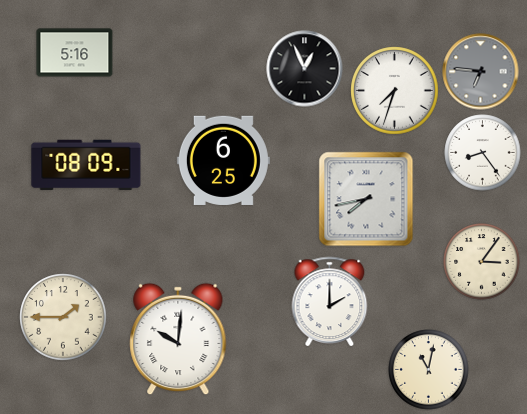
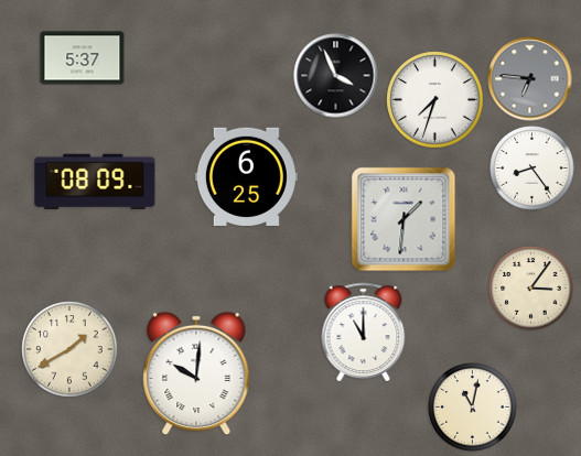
clock at (75, 53): 5:16 -> 5:37
clock at (305, 69): 12:56 -> 3:56
clock at (366, 199): 7:43 -> 1:31
clock at (330, 301): 2:00 -> 11:00
clock at (63, 317): 1:45 -> 1:40
